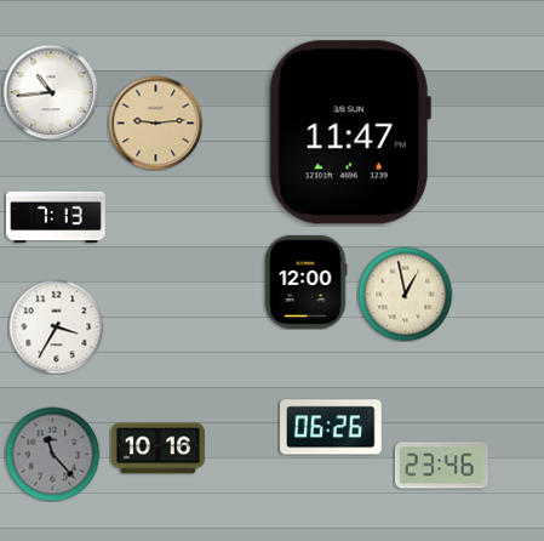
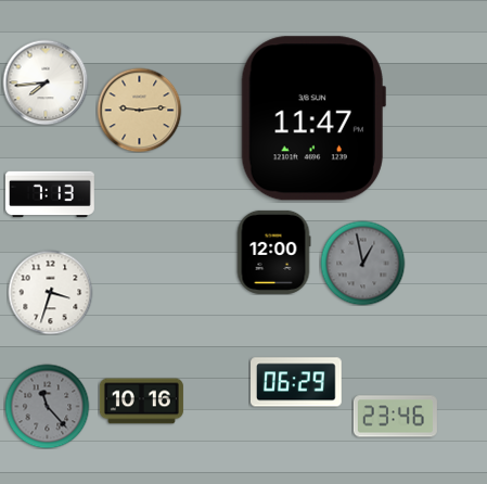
clock at (51, 92): 10:44 -> 7:44
clock at (405, 294) dial: cream -> grey
clock at (56, 326): 3:35 -> 3:33
clock at (332, 427): 06:26 -> 06:29
